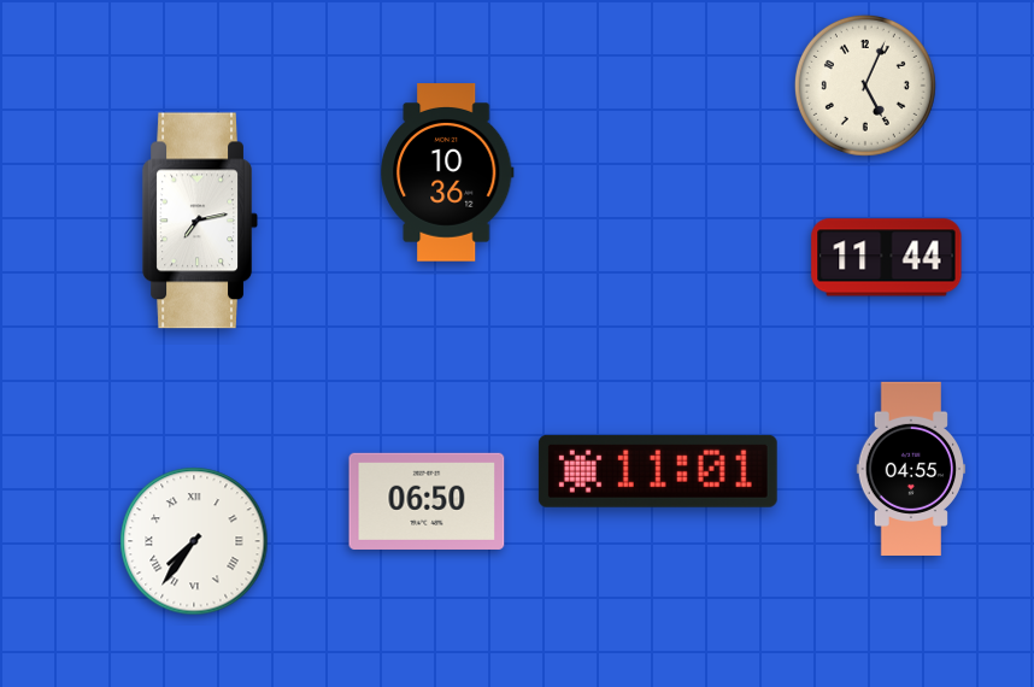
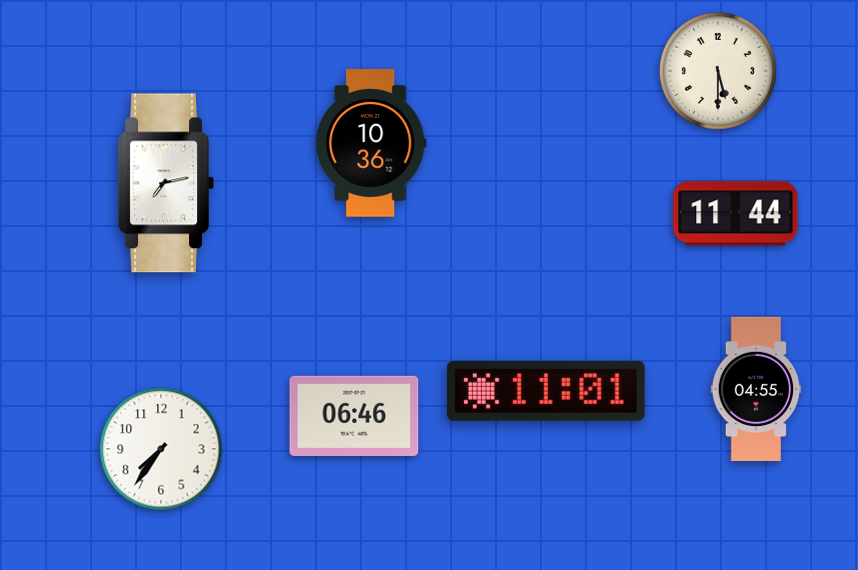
clock at (865, 86): 5:04 -> 5:30
clock at (427, 501): 06:50 -> 06:46
clock at (194, 541) numerals: Roman -> Arabic
